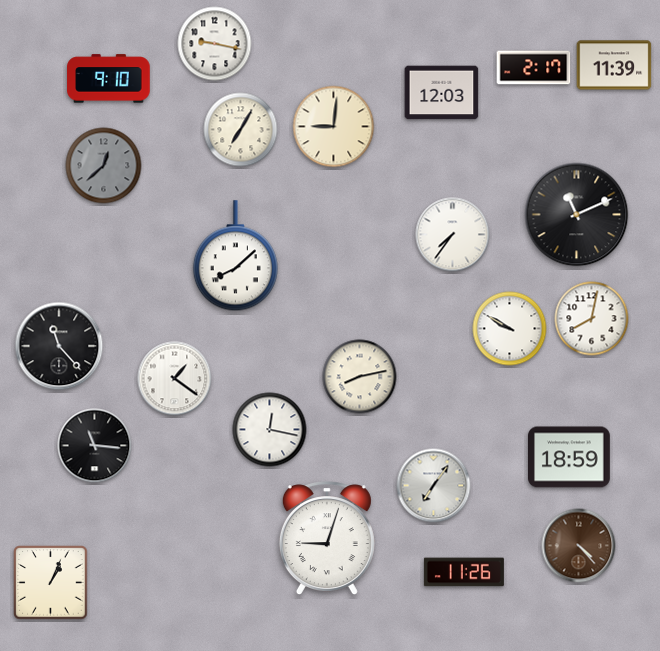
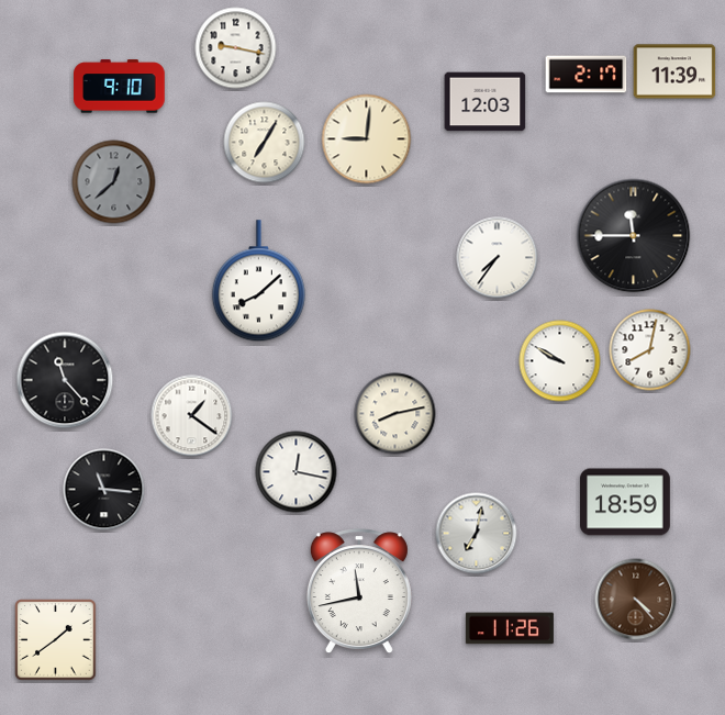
clock at (577, 215): 11:11 -> 11:45
clock at (434, 486): 7:06 -> 7:02
clock at (327, 539): 9:03 -> 11:43
clock at (51, 583): 1:04 -> 1:39
